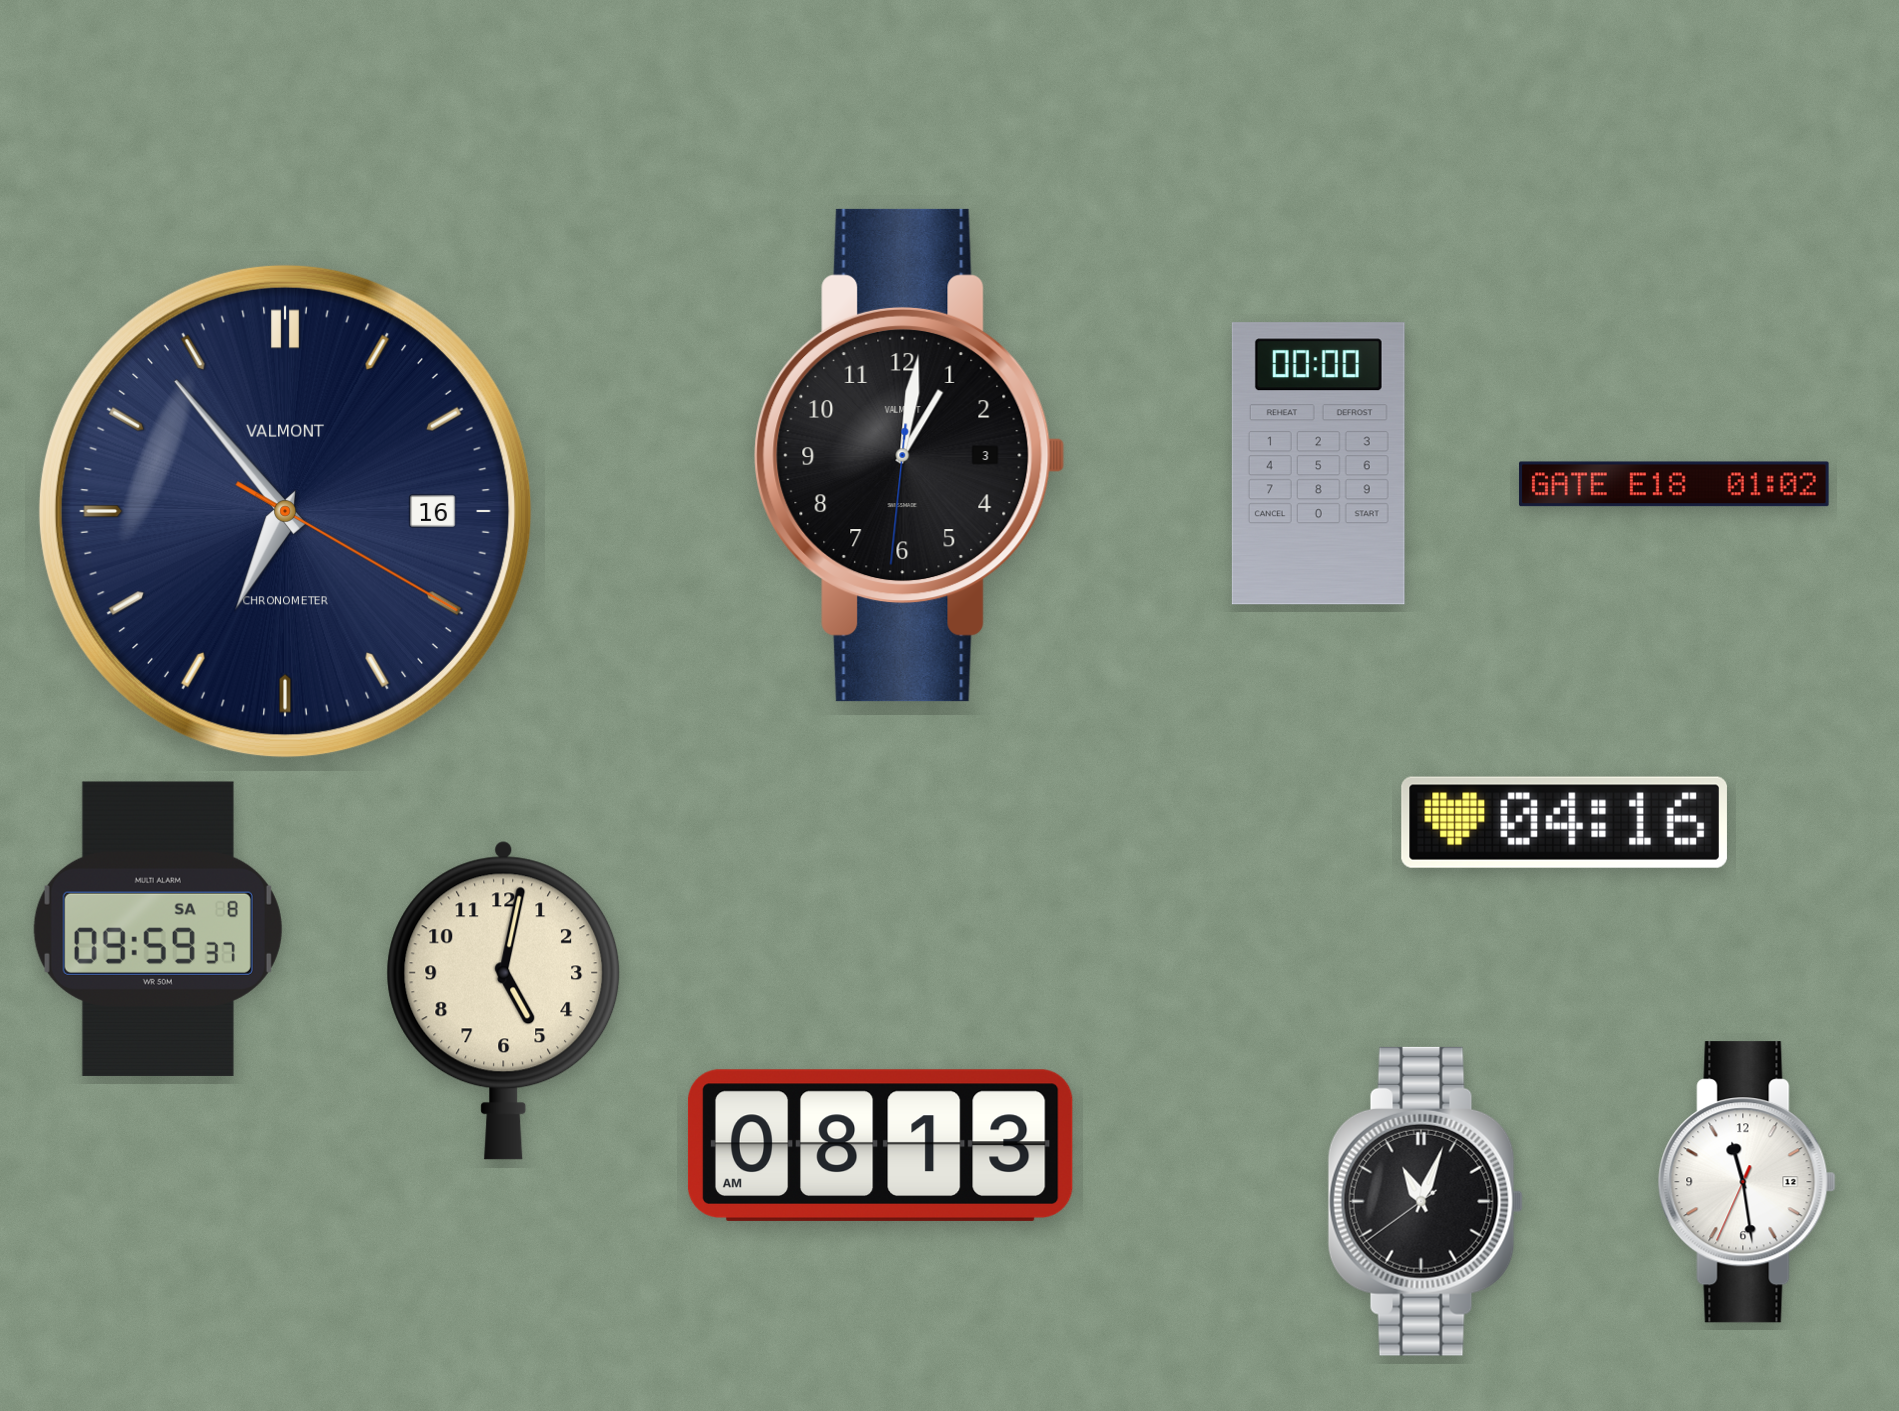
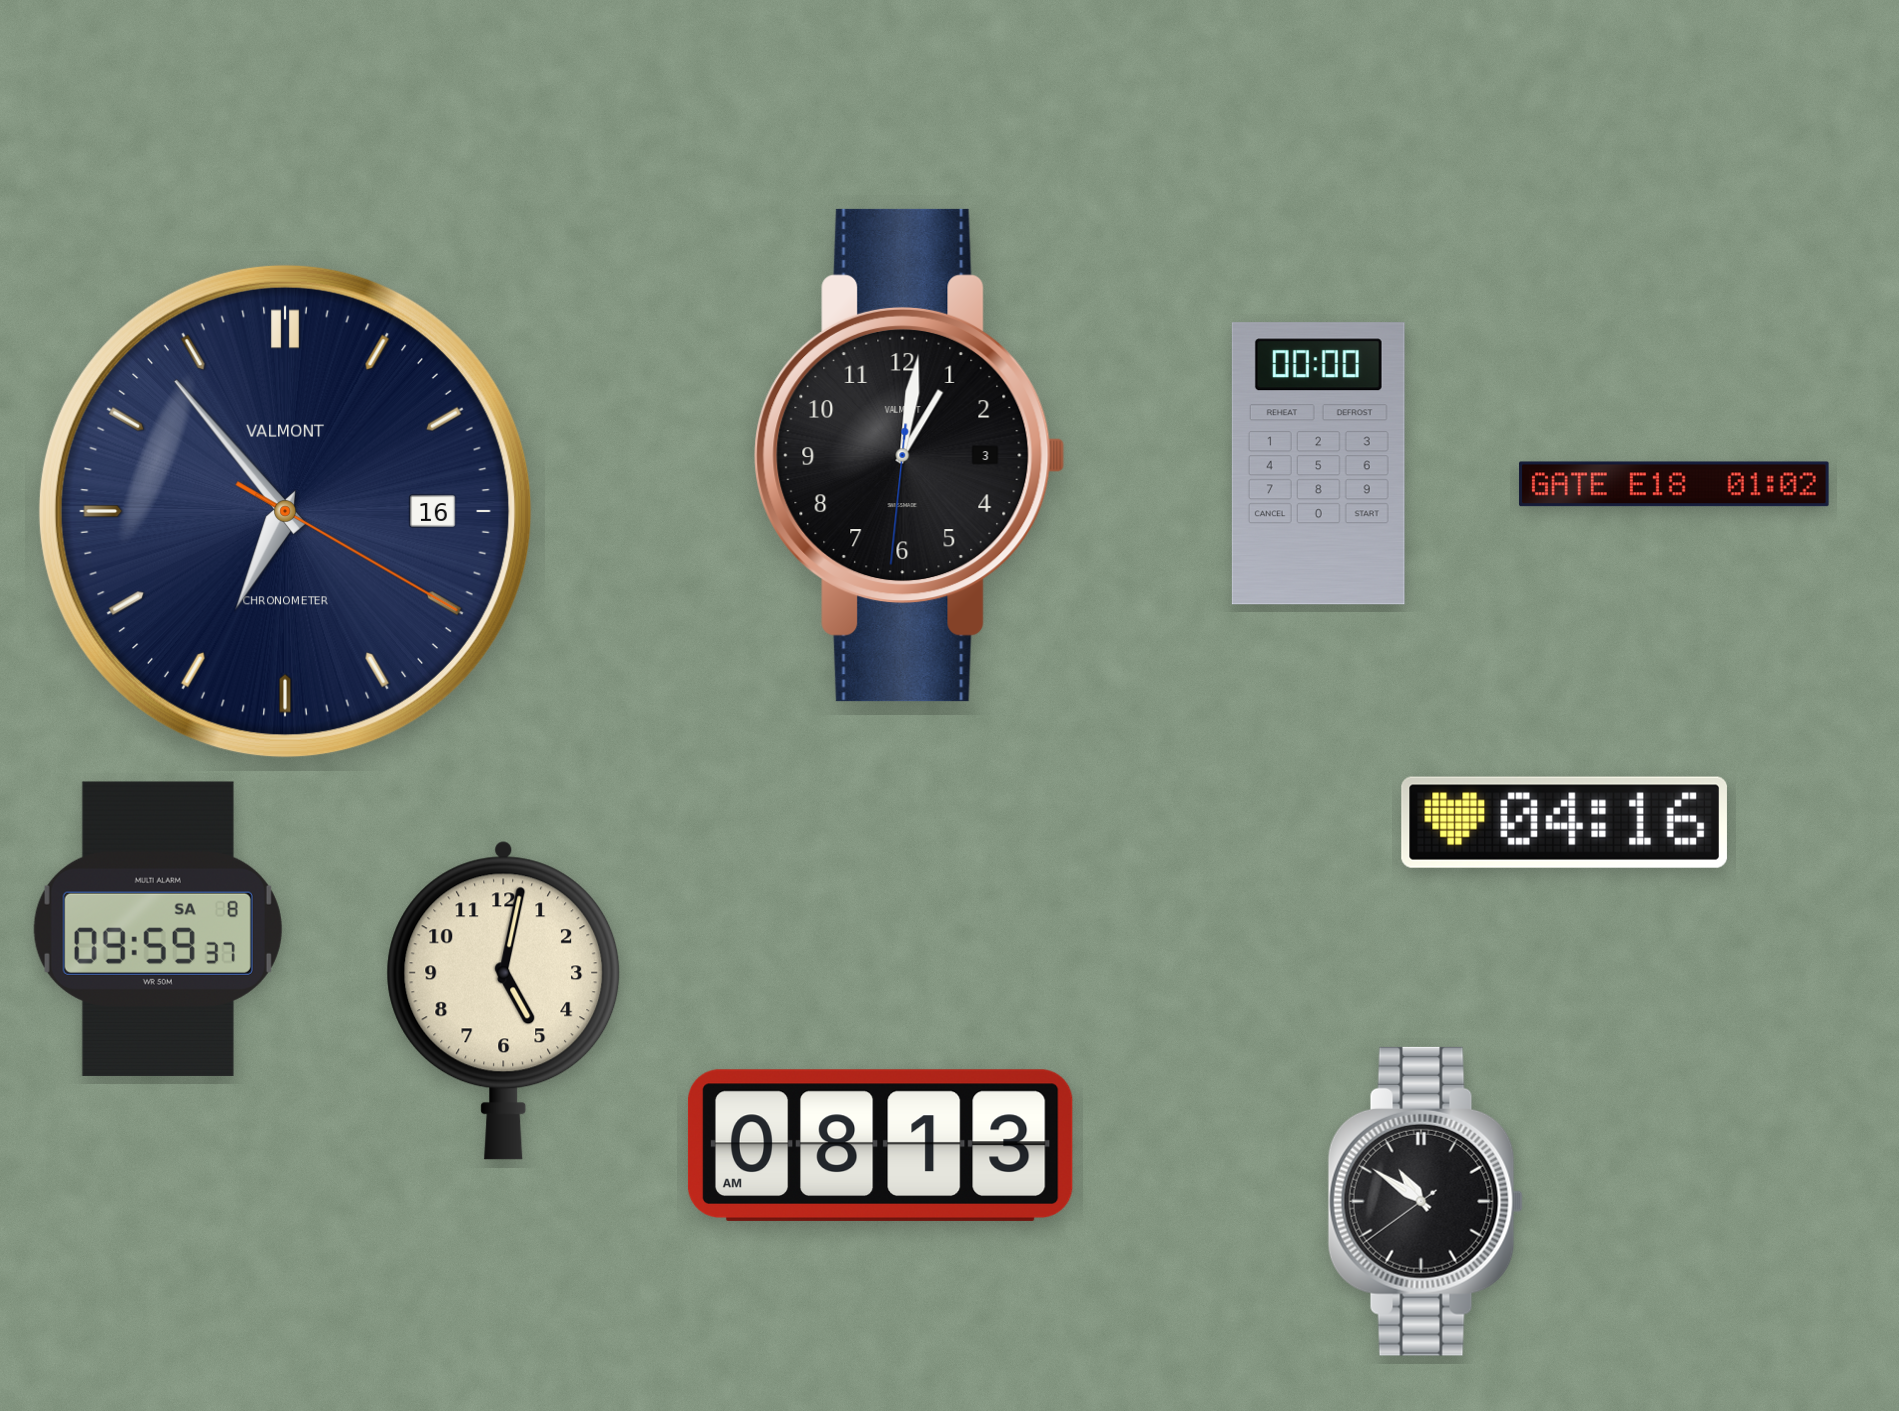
clock at (1747, 1182): 11:28 -> none
clock at (1425, 1201): 11:03 -> 10:50
